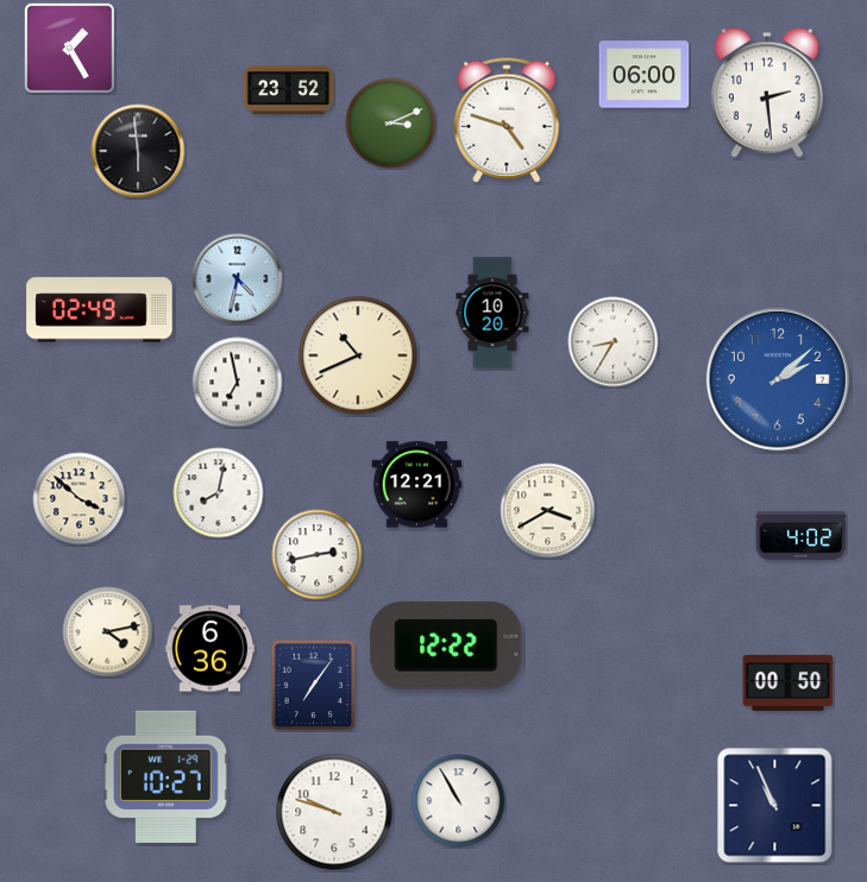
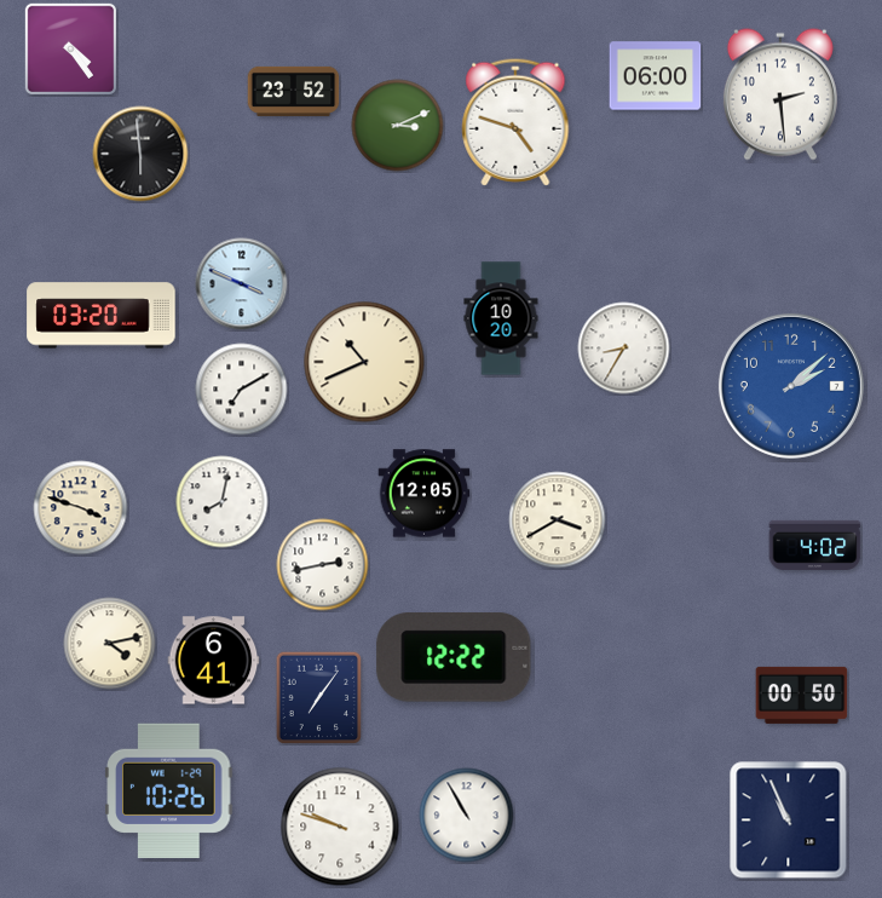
clock at (69, 48): 1:25 -> 4:24
clock at (238, 279): 4:32 -> 3:49
clock at (100, 310): 02:49 -> 03:20
clock at (238, 383): 6:58 -> 7:10
clock at (417, 485): 12:21 -> 12:05
clock at (80, 499): 3:52 -> 3:48
clock at (211, 649): 6:36 -> 6:41
clock at (167, 776): 10:27 -> 10:26
